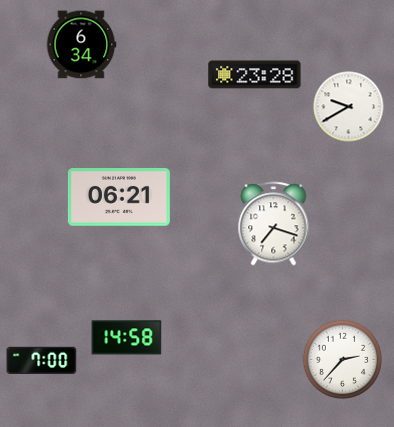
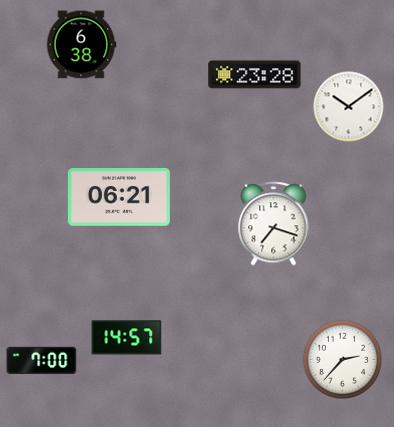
clock at (81, 45): 6:34 -> 6:38
clock at (349, 107): 9:40 -> 10:09
clock at (127, 338): 14:58 -> 14:57
